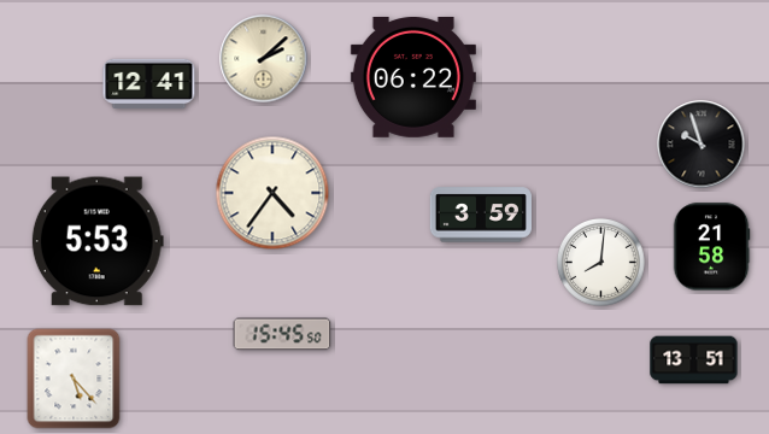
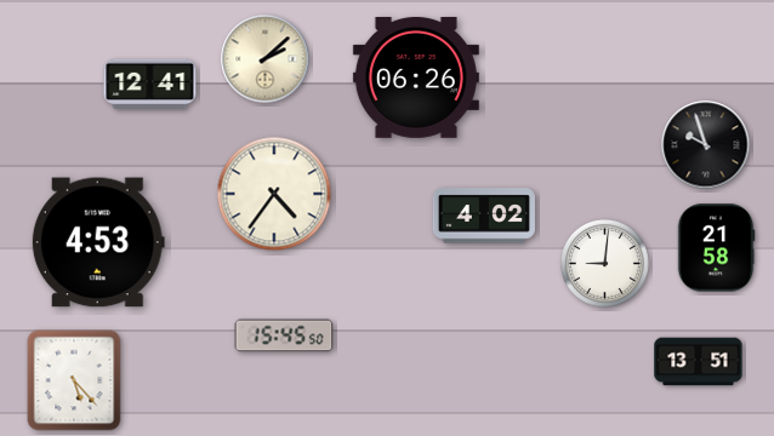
clock at (413, 77): 06:22 -> 06:26
clock at (481, 215): 3:59 -> 4:02
clock at (98, 241): 5:53 -> 4:53
clock at (601, 263): 8:01 -> 9:01
